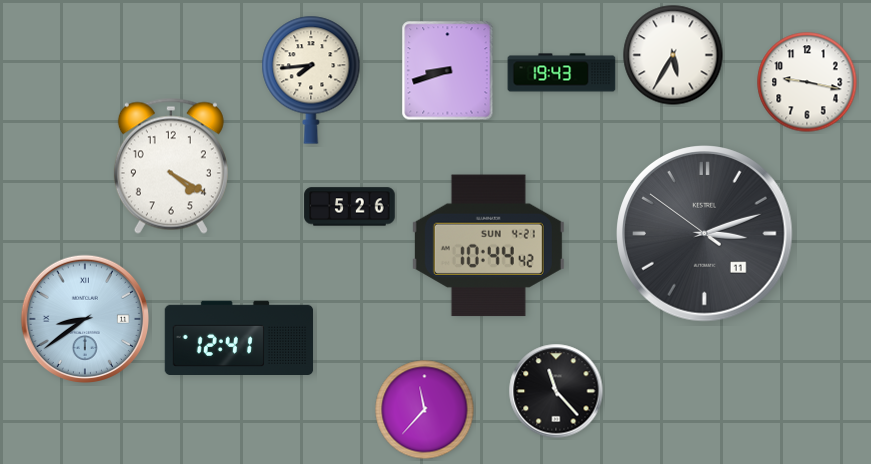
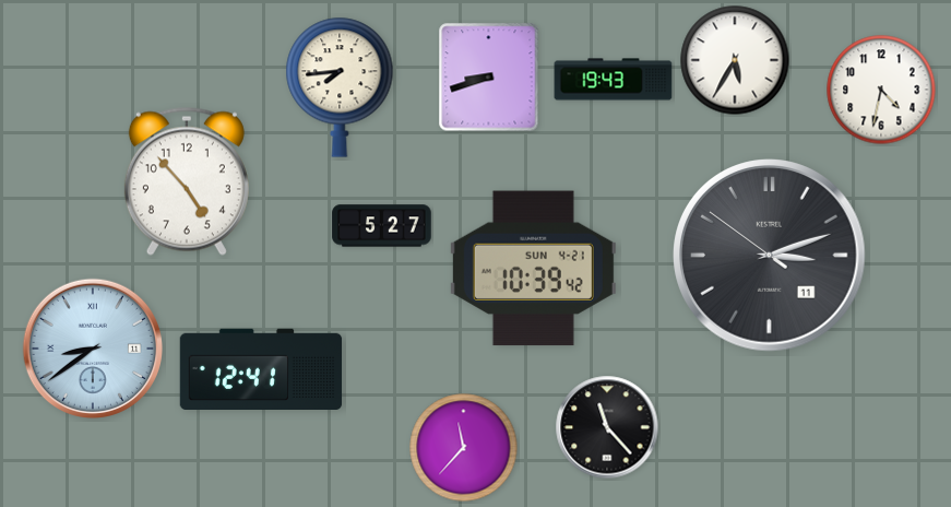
clock at (807, 82): 9:17 -> 4:32
clock at (171, 166): 4:20 -> 4:53
clock at (350, 207): 5:26 -> 5:27
clock at (488, 246): 10:44 -> 10:39
